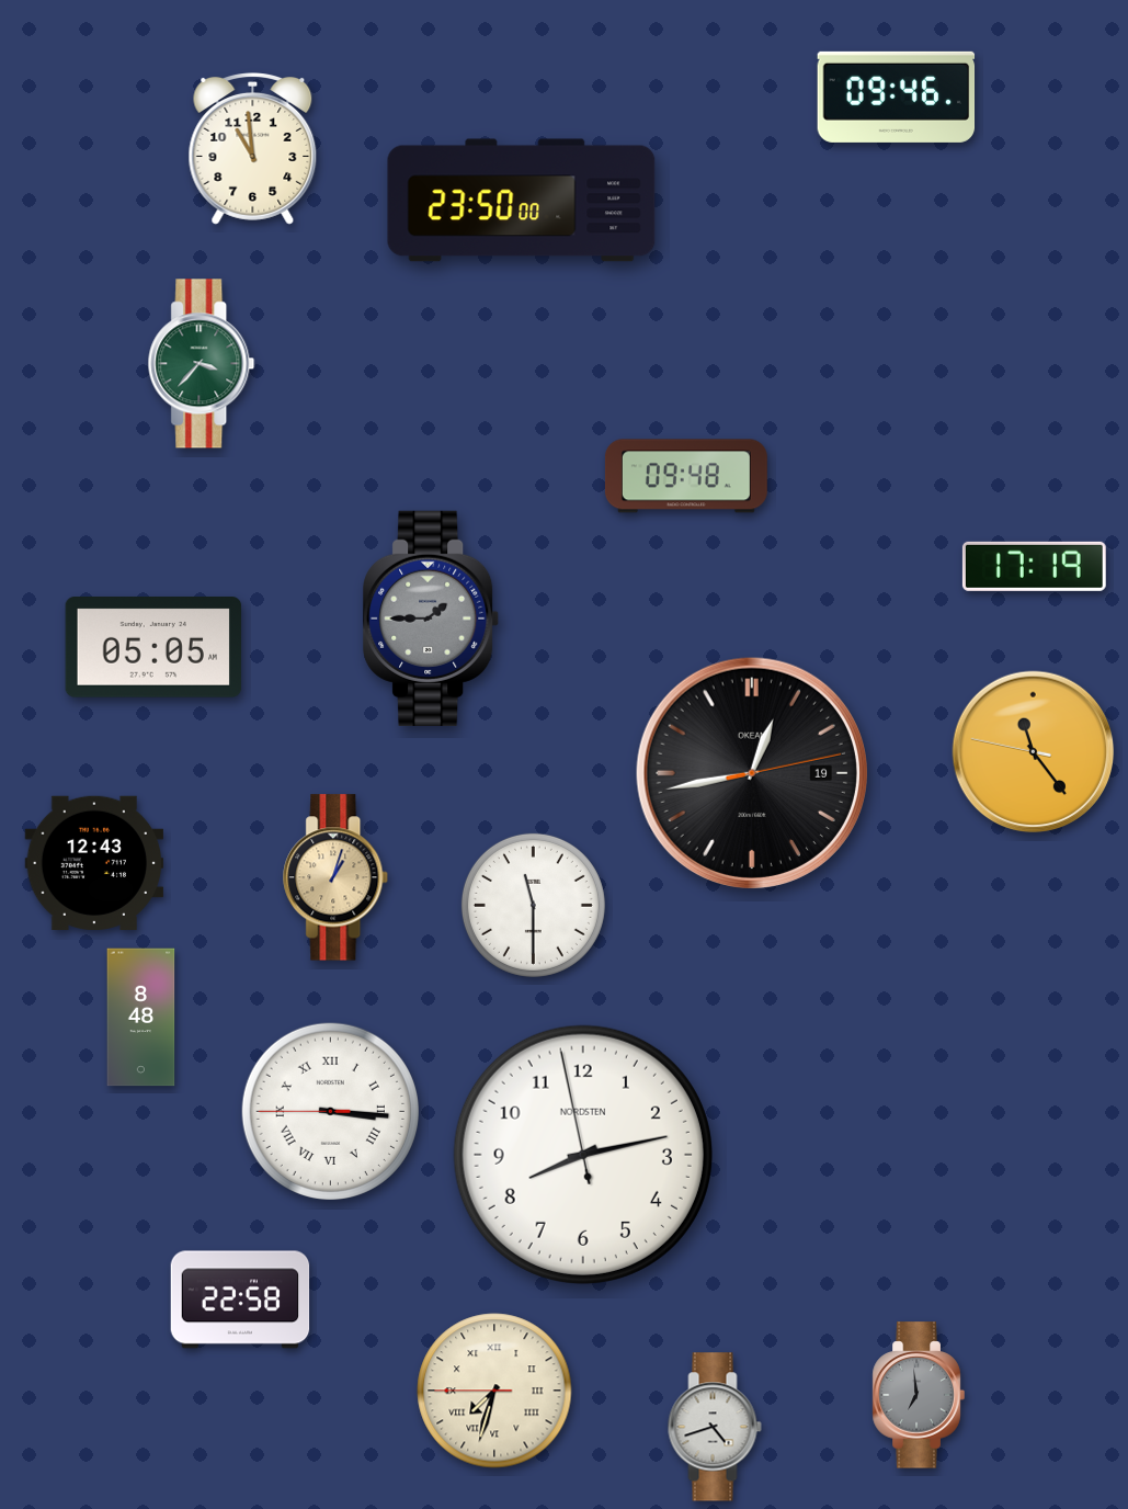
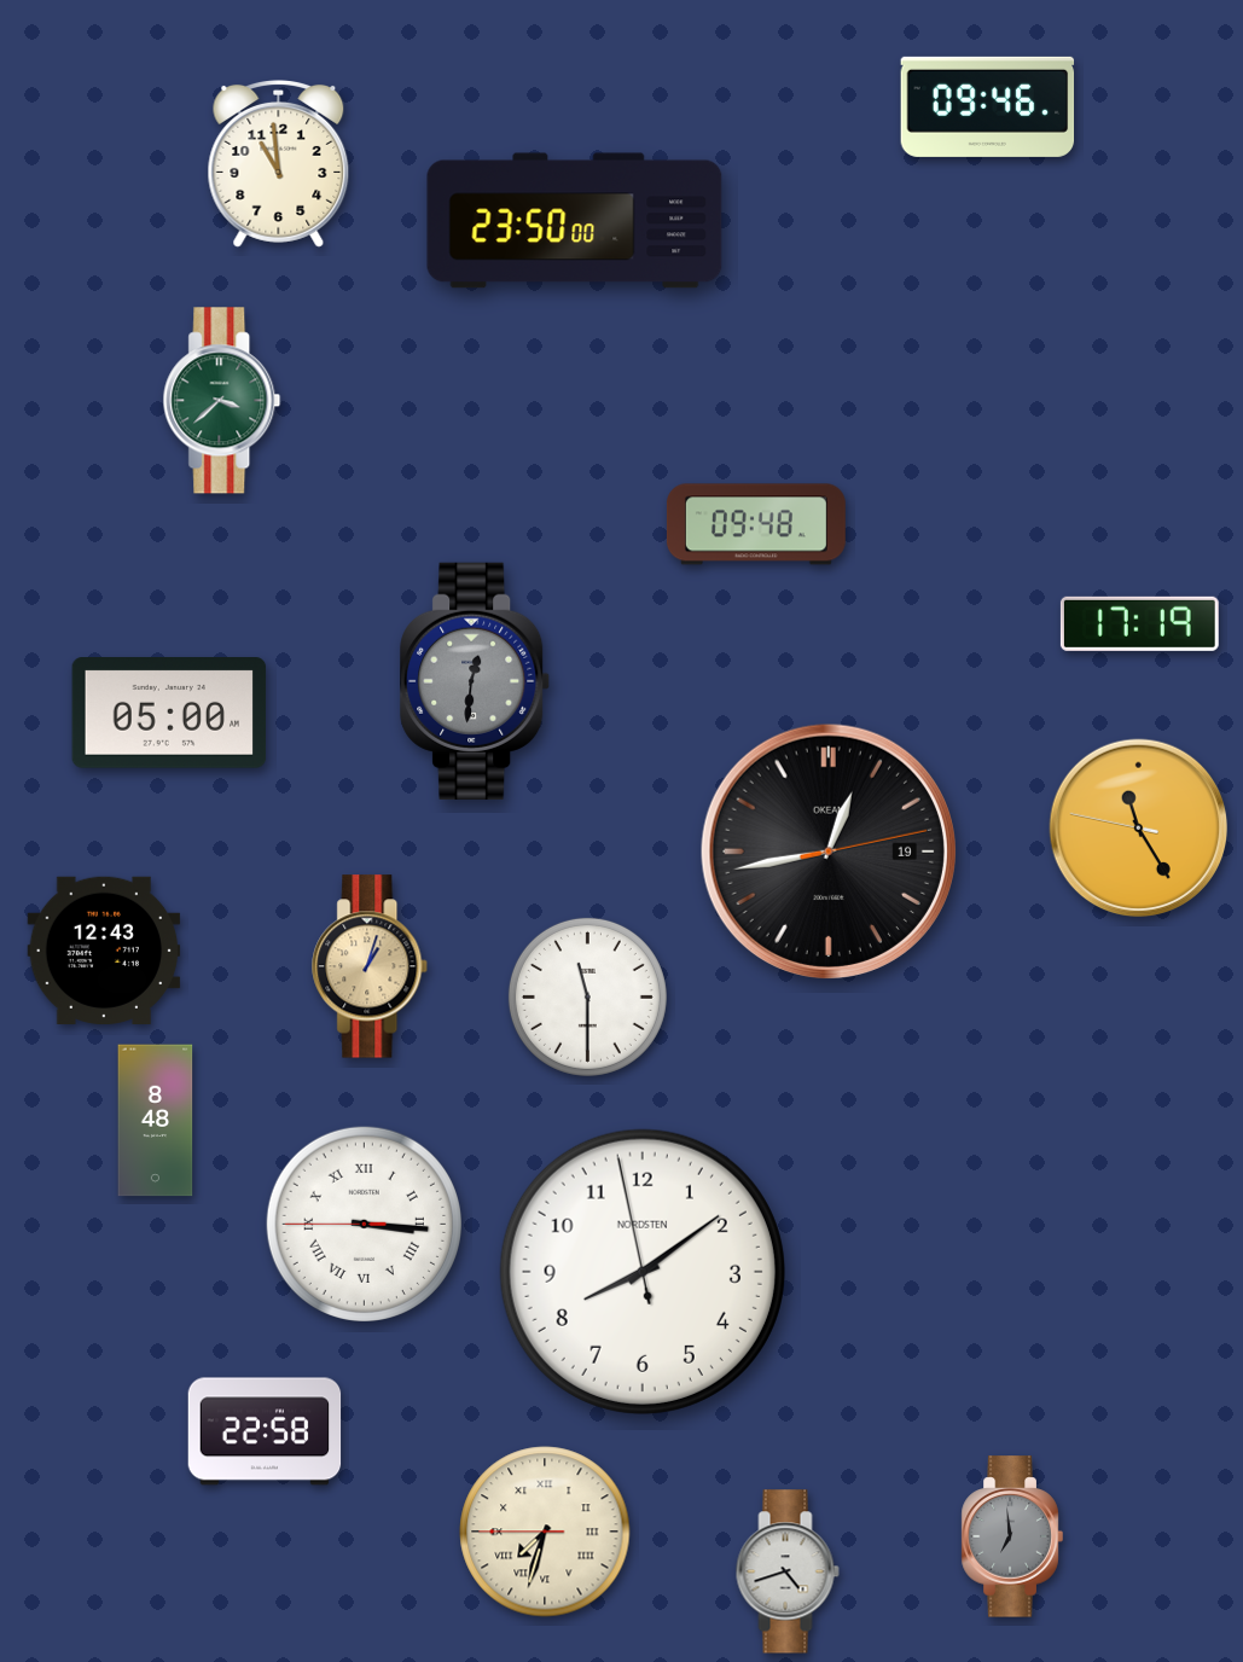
clock at (202, 364): 3:37 -> 3:38
clock at (432, 619): 1:45 -> 12:31
clock at (153, 648): 05:05 -> 05:00
clock at (1034, 752): 11:23 -> 11:24
clock at (583, 1155): 8:12 -> 8:08
